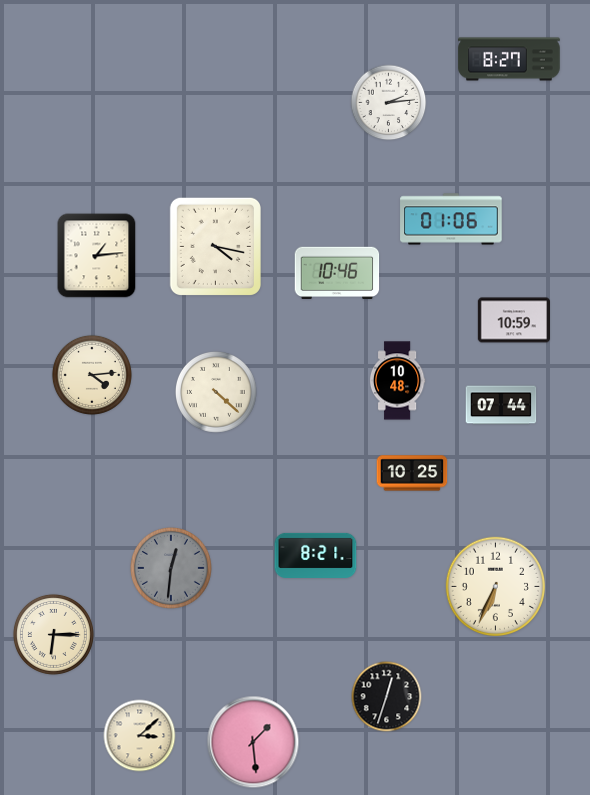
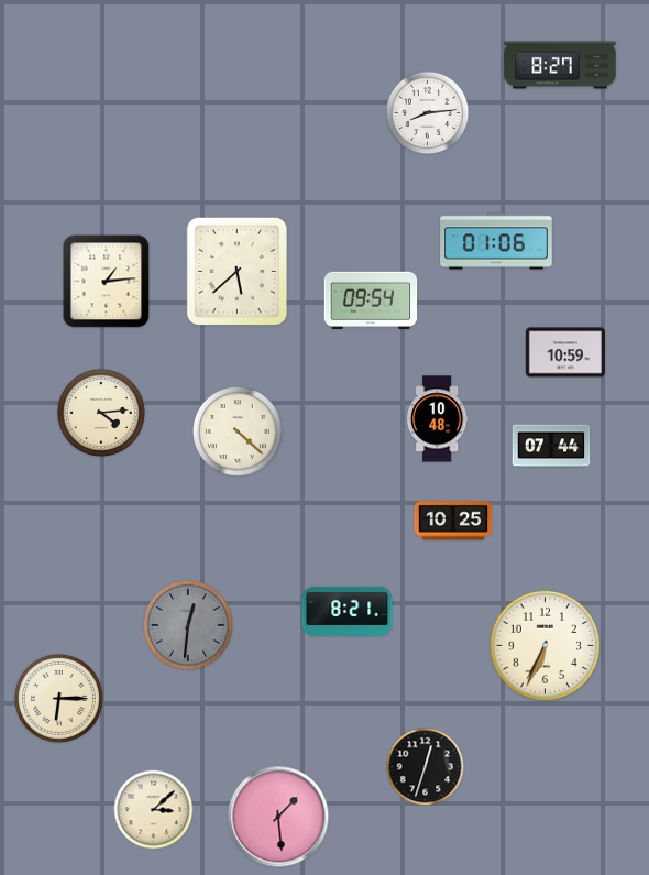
clock at (389, 103): 2:14 -> 8:14
clock at (215, 246): 4:17 -> 5:38
clock at (337, 272): 10:46 -> 09:54
